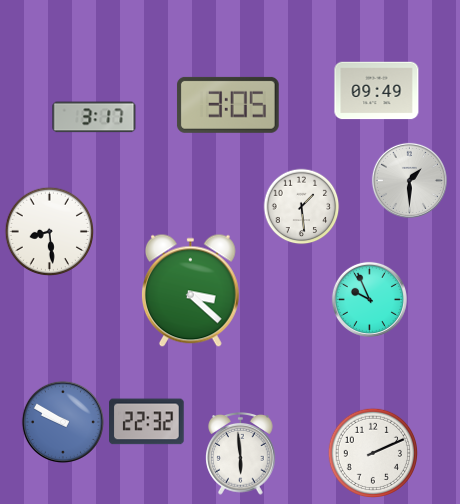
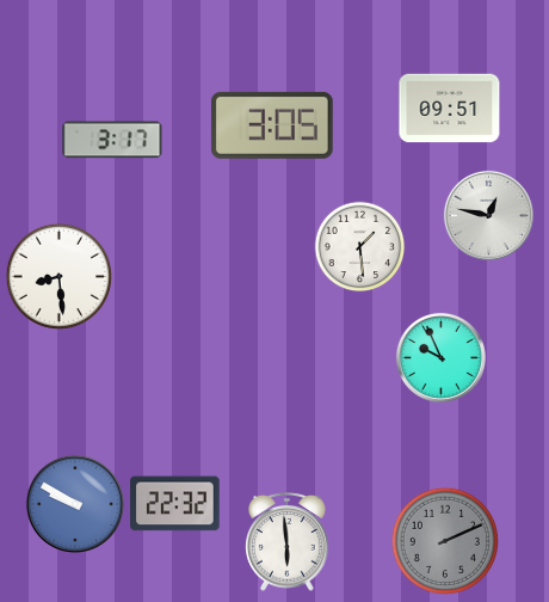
clock at (377, 91): 09:49 -> 09:51
clock at (409, 180): 1:30 -> 12:47
clock at (190, 291): 3:22 -> none
clock at (372, 452) dial: white -> grey
